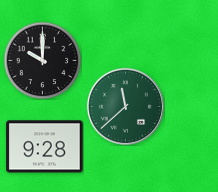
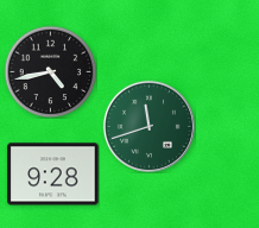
clock at (42, 60): 10:00 -> 4:43
clock at (125, 106): 11:38 -> 11:42
